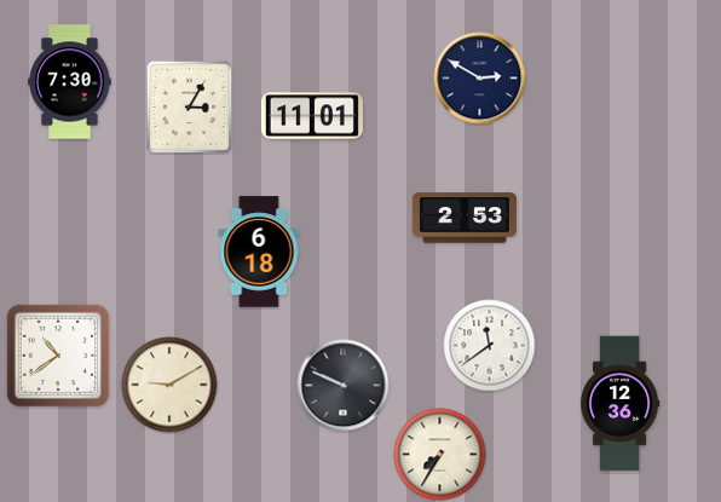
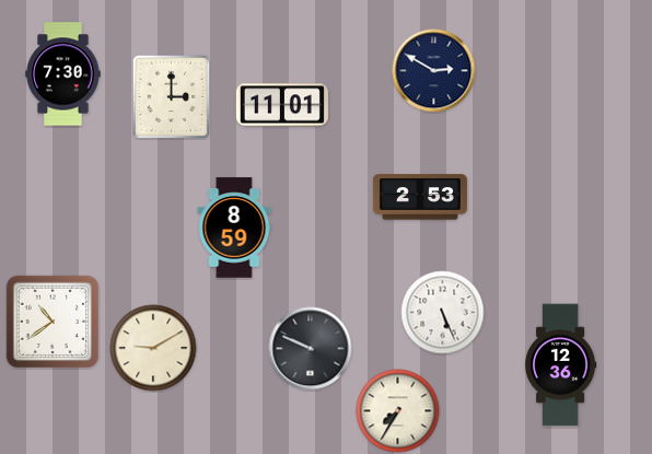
clock at (190, 106): 3:05 -> 3:00
clock at (259, 252): 6:18 -> 8:59
clock at (490, 346): 11:39 -> 5:26
